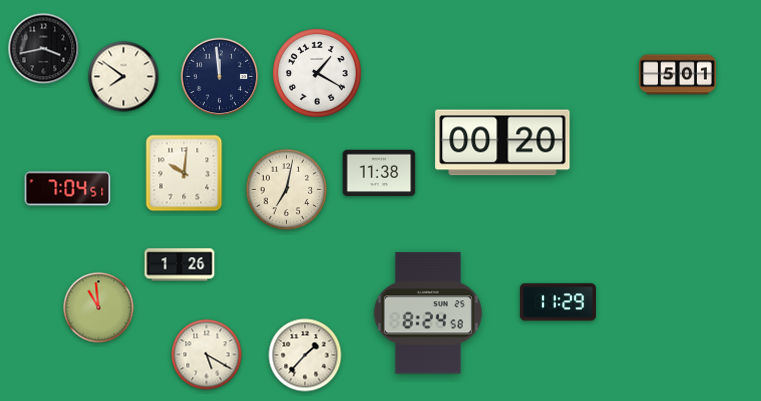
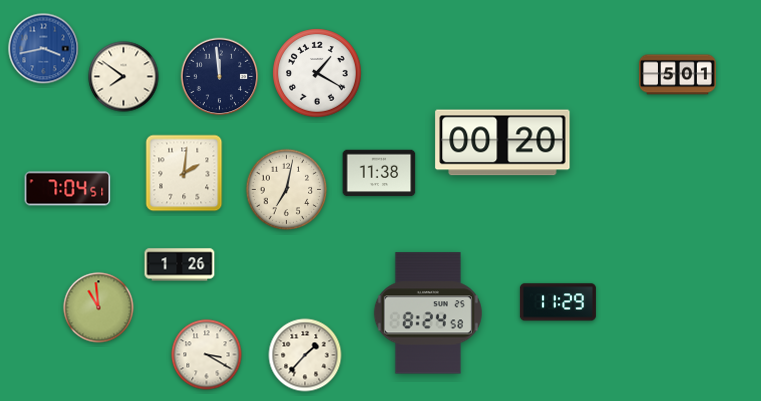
clock at (44, 49) dial: black -> blue
clock at (184, 173): 10:01 -> 2:01
clock at (207, 355): 5:20 -> 3:20
